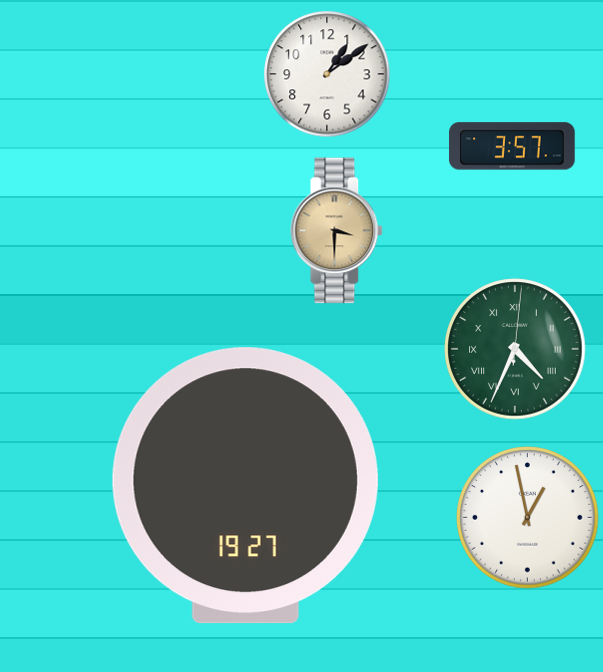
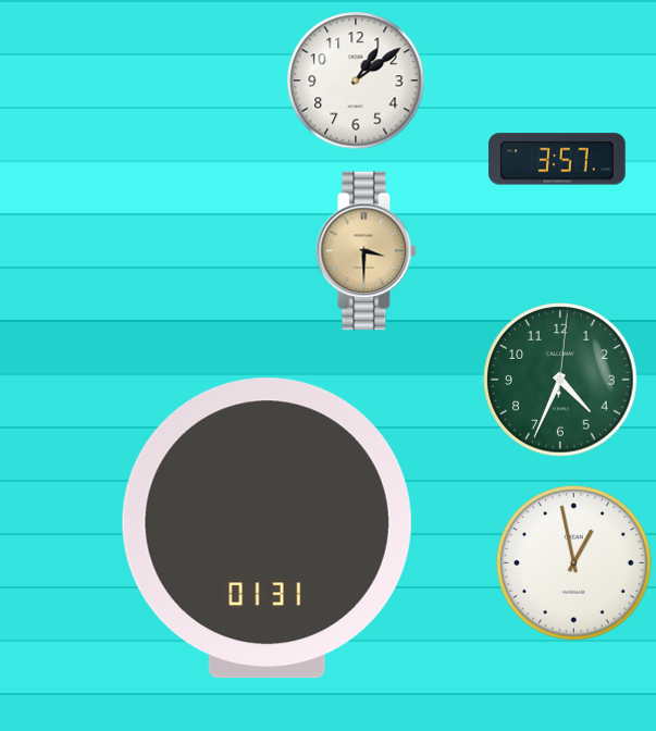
clock at (515, 349) numerals: Roman -> Arabic
clock at (245, 486): 19:27 -> 01:31
